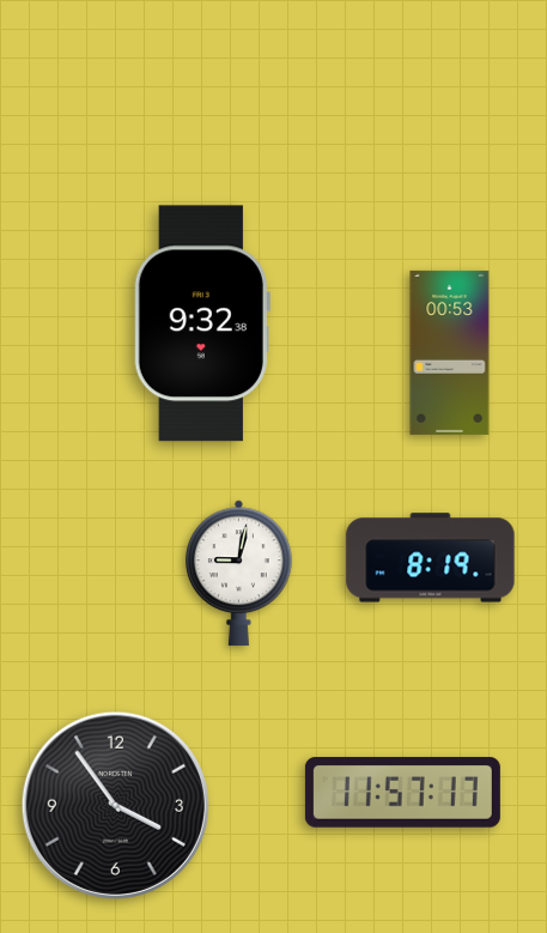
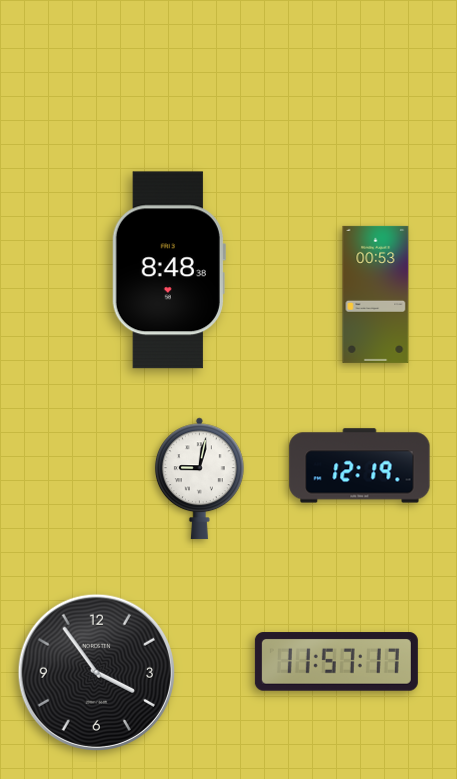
clock at (201, 323): 9:32 -> 8:48
clock at (431, 558): 8:19 -> 12:19
